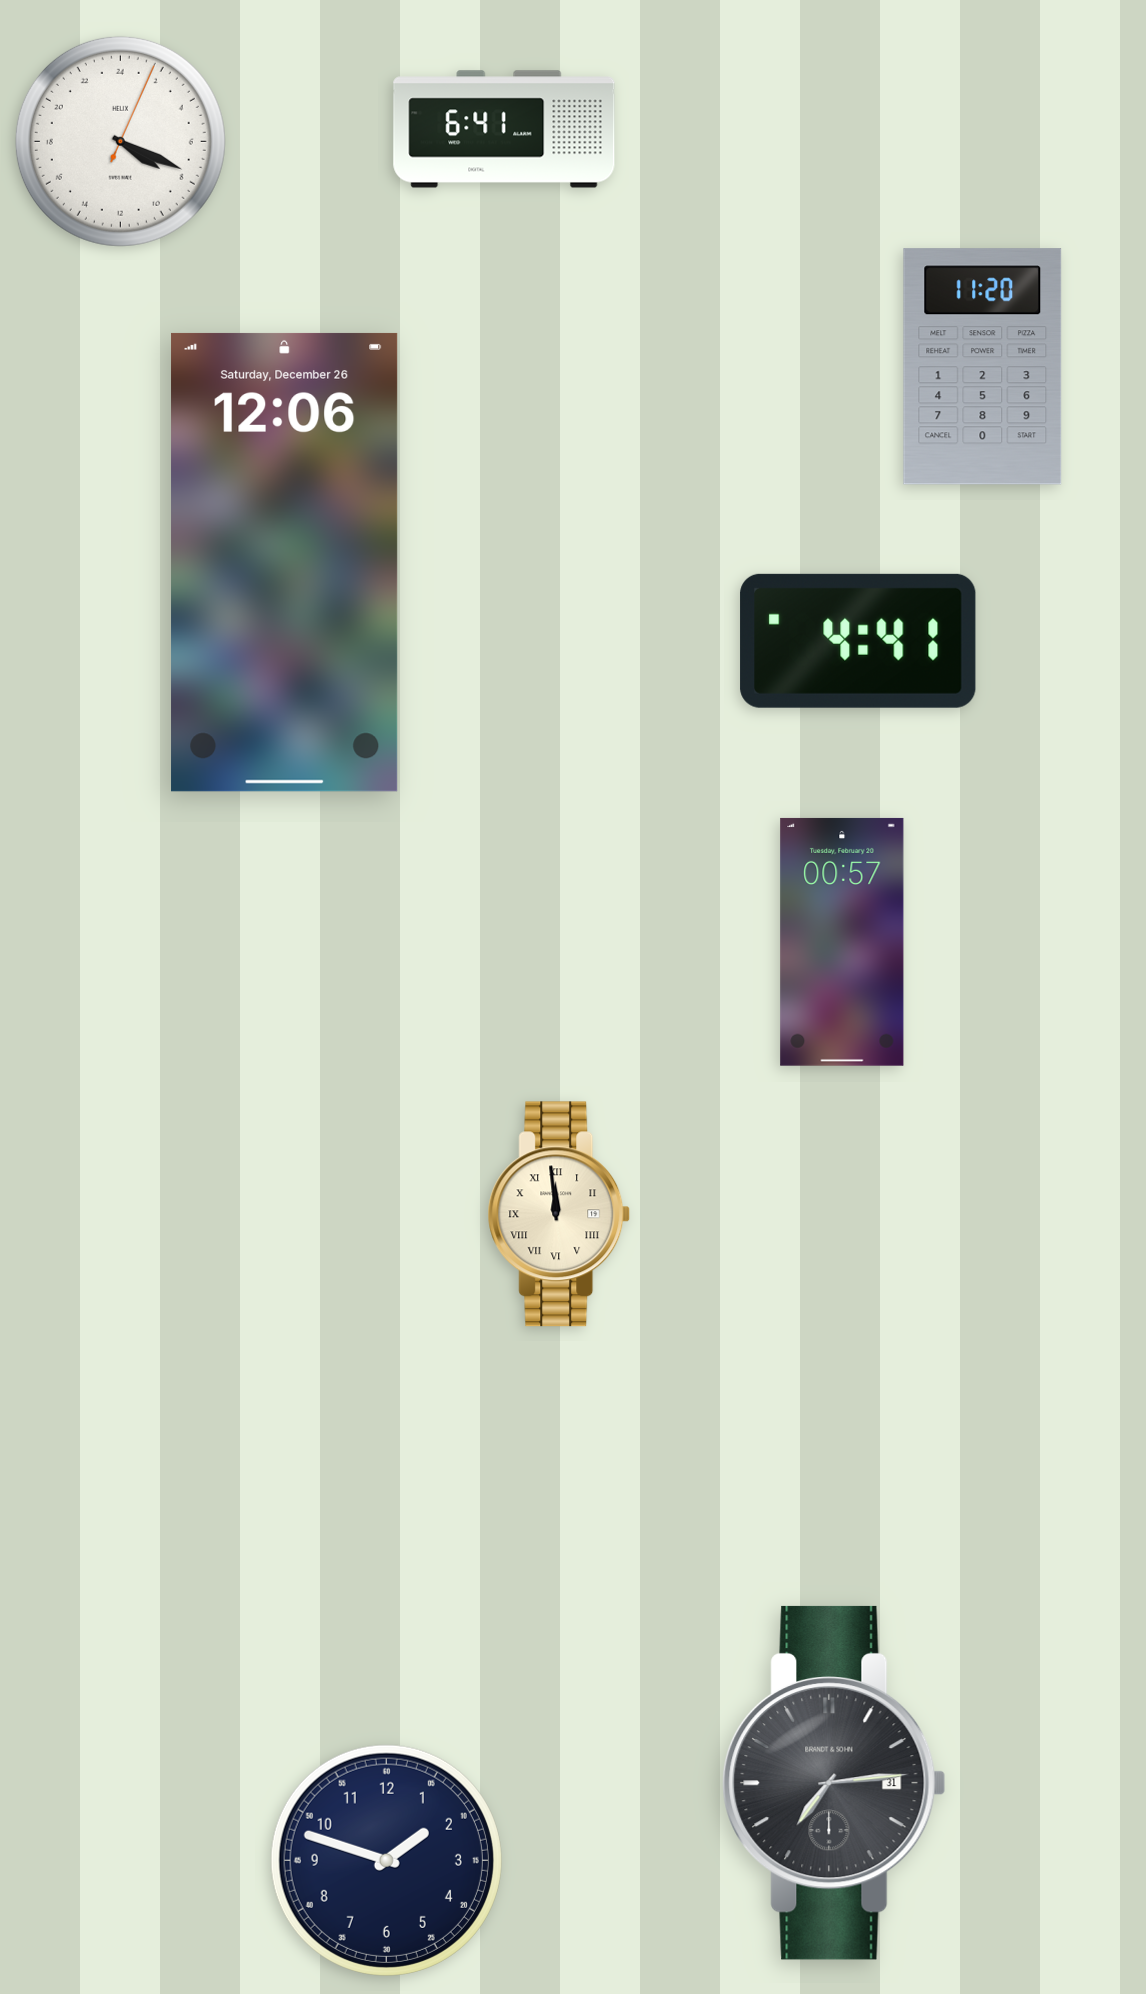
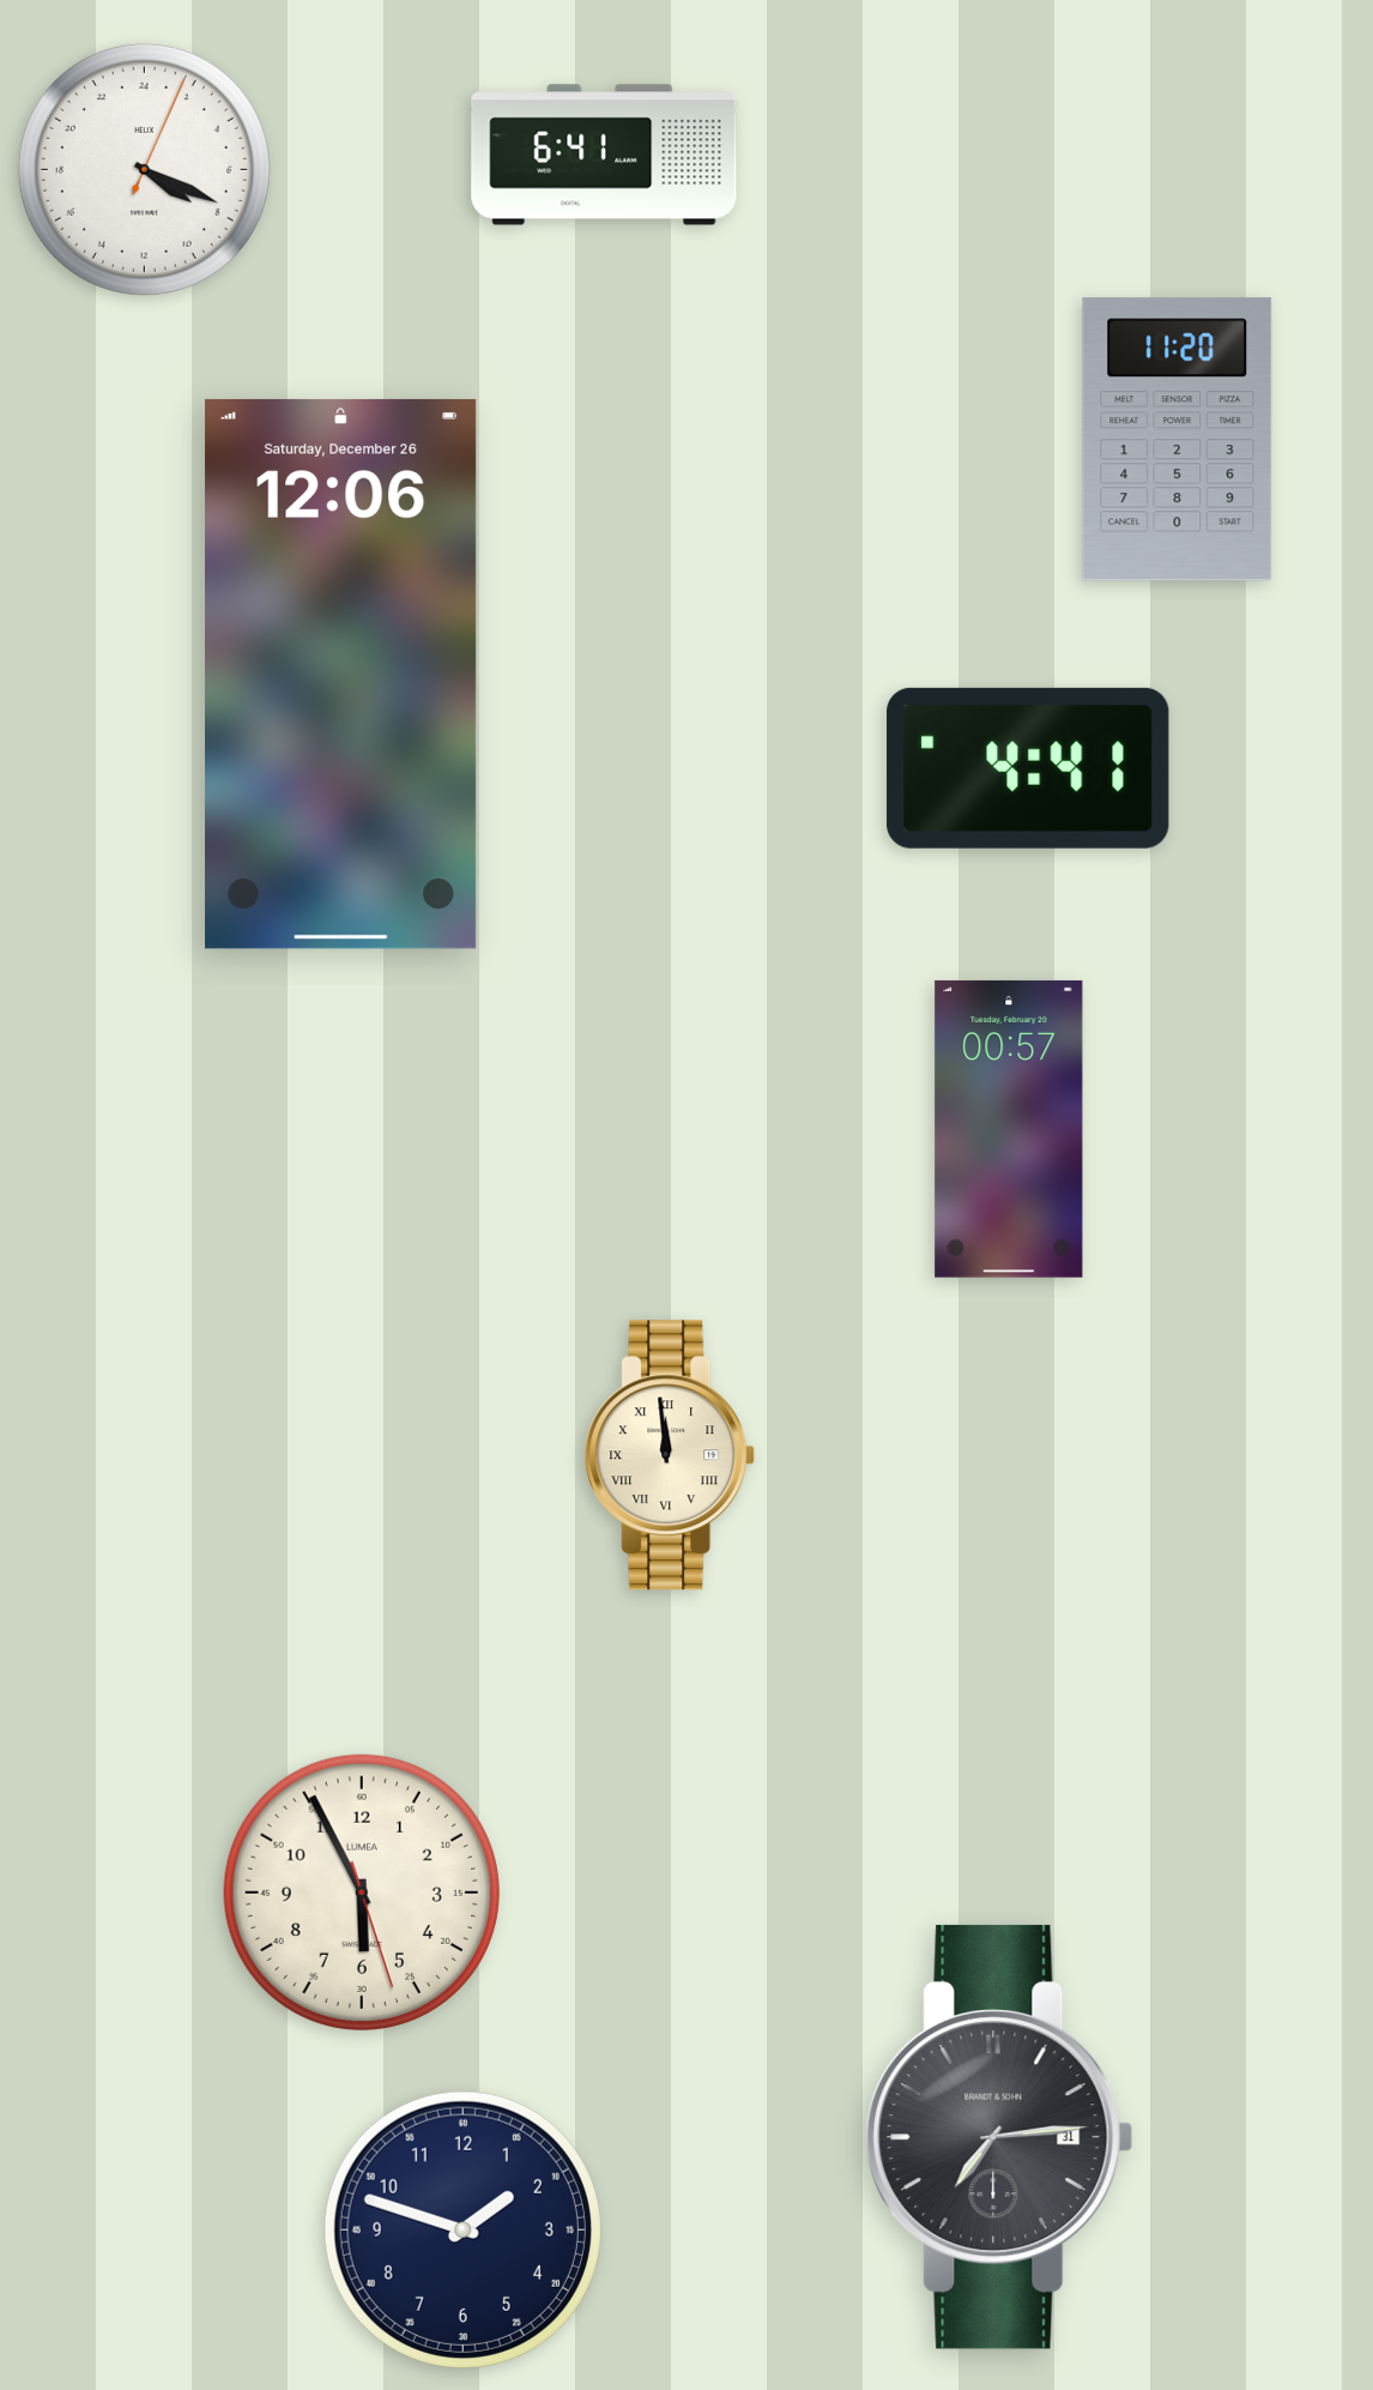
clock at (362, 1893): none -> 5:55
